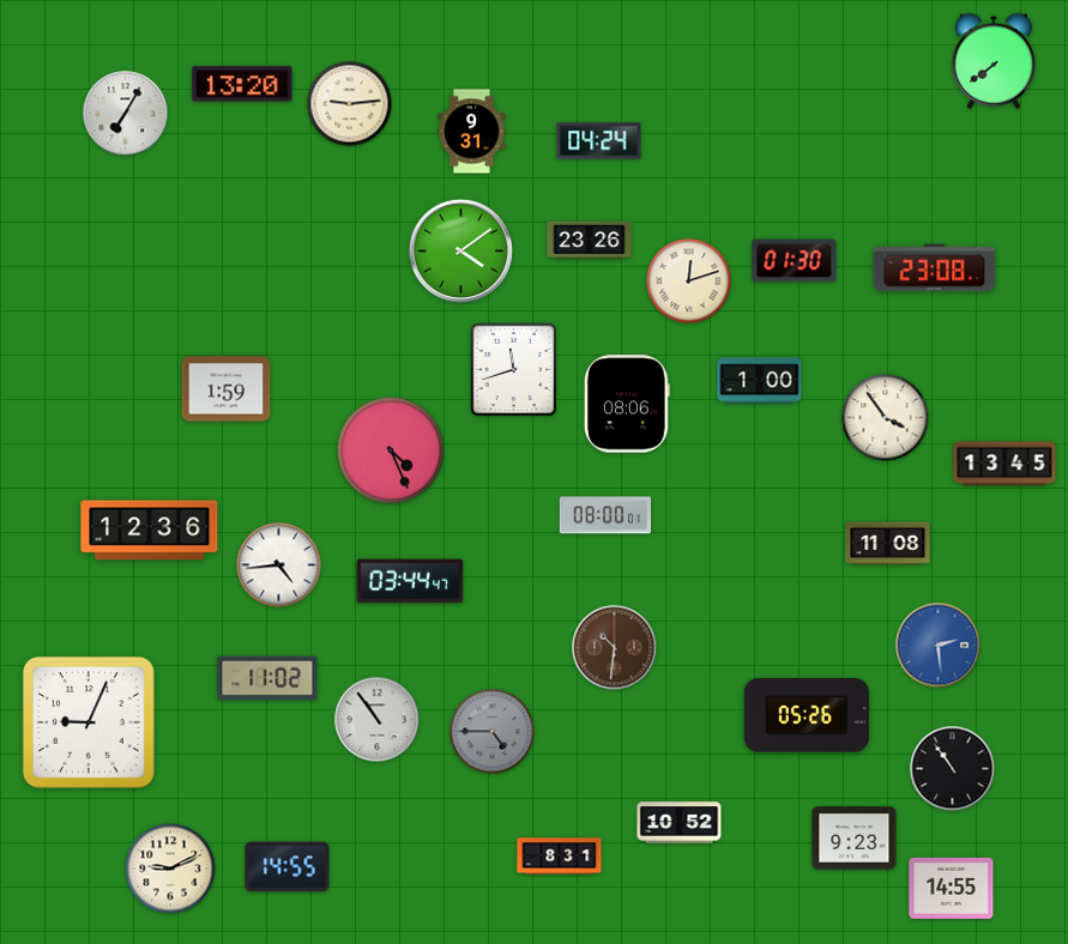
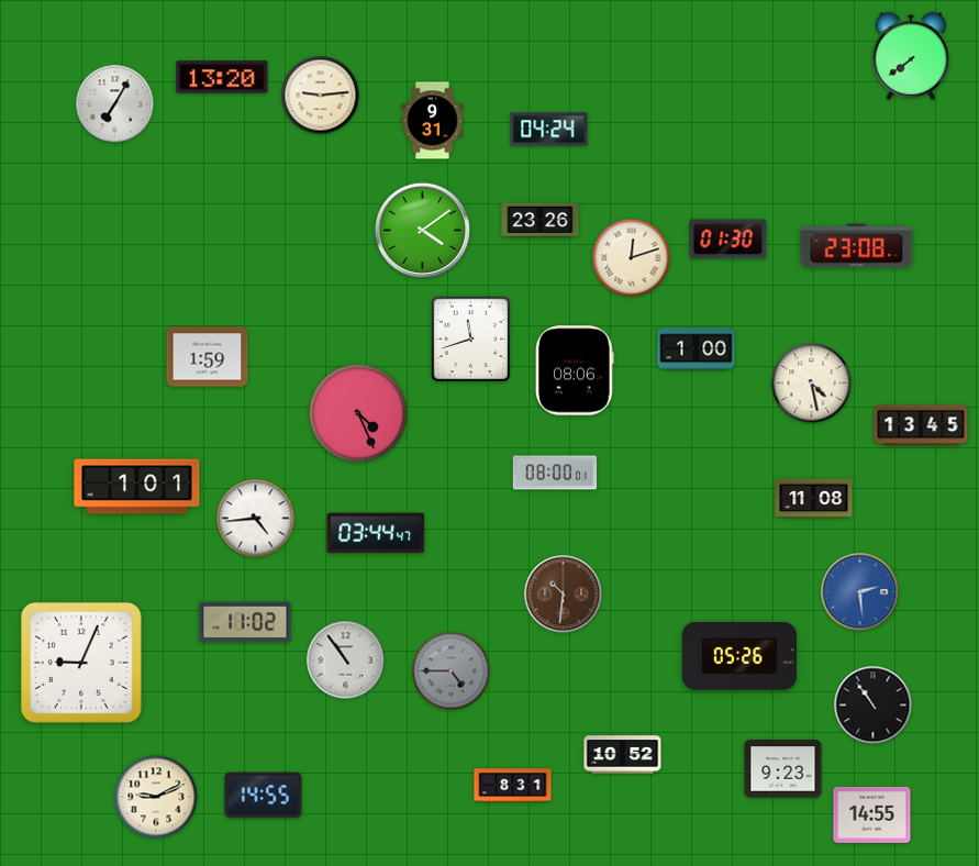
clock at (886, 418): 3:54 -> 4:28
clock at (150, 531): 12:36 -> 1:01
